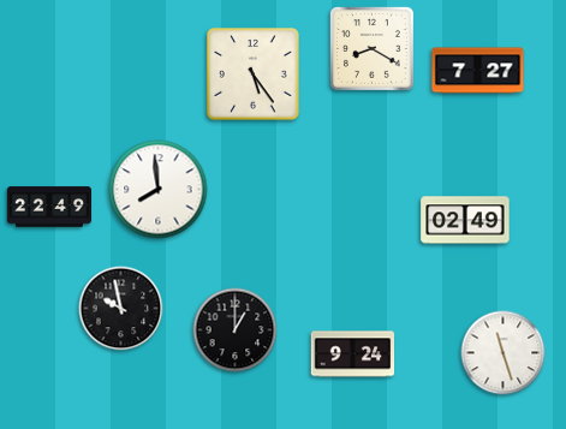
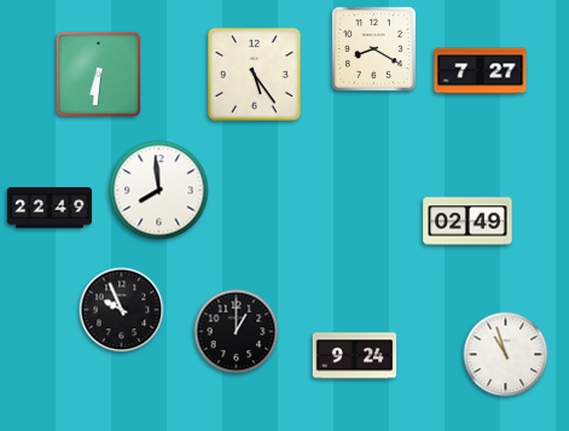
clock at (99, 75): none -> 6:31
clock at (121, 309): 9:58 -> 9:56
clock at (504, 353): 11:27 -> 10:57
